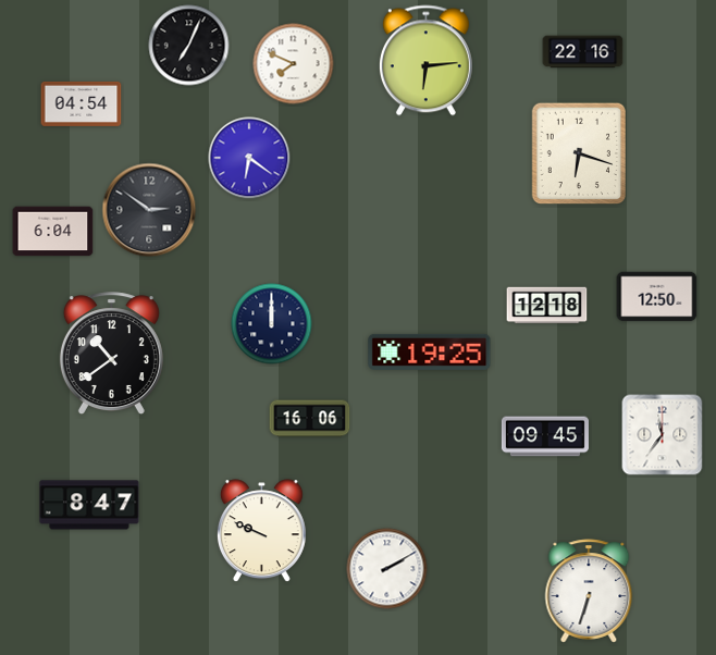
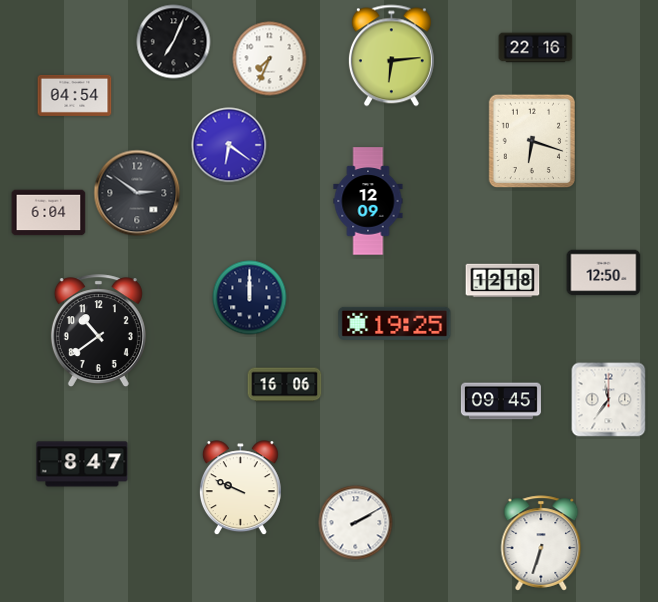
clock at (294, 64): 7:49 -> 7:34
clock at (368, 201): none -> 12:09
clock at (111, 354) position: (111, 354) -> (98, 331)
